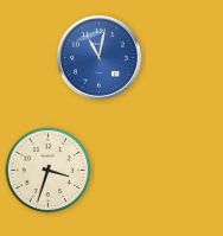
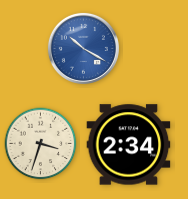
clock at (98, 57): 11:02 -> 10:20
clock at (129, 145): none -> 2:34
